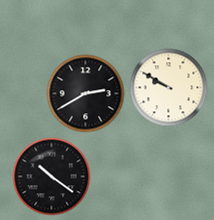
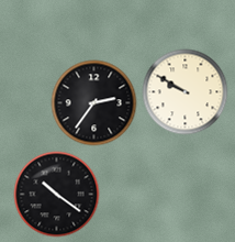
clock at (168, 87) position: (168, 87) -> (184, 91)
clock at (85, 93): 2:40 -> 2:36
